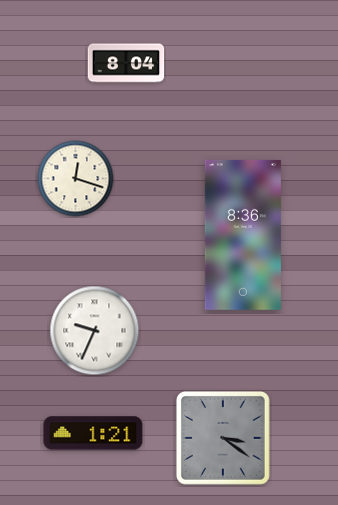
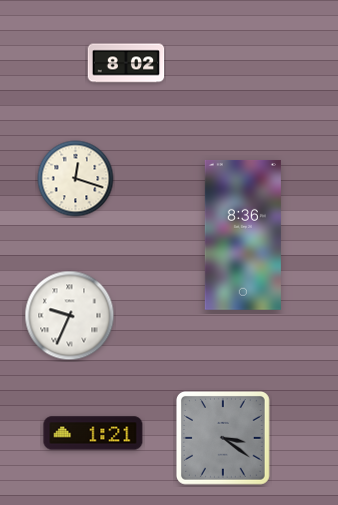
clock at (126, 63): 8:04 -> 8:02
clock at (95, 331) position: (95, 331) -> (70, 316)
